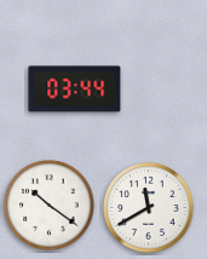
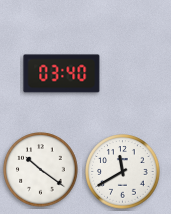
clock at (75, 90): 03:44 -> 03:40
